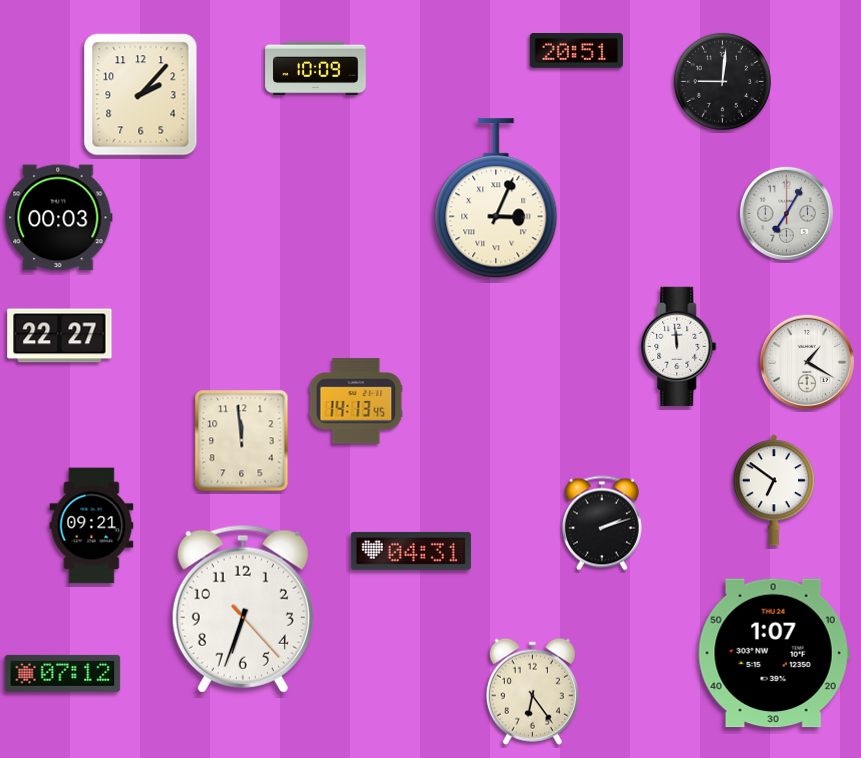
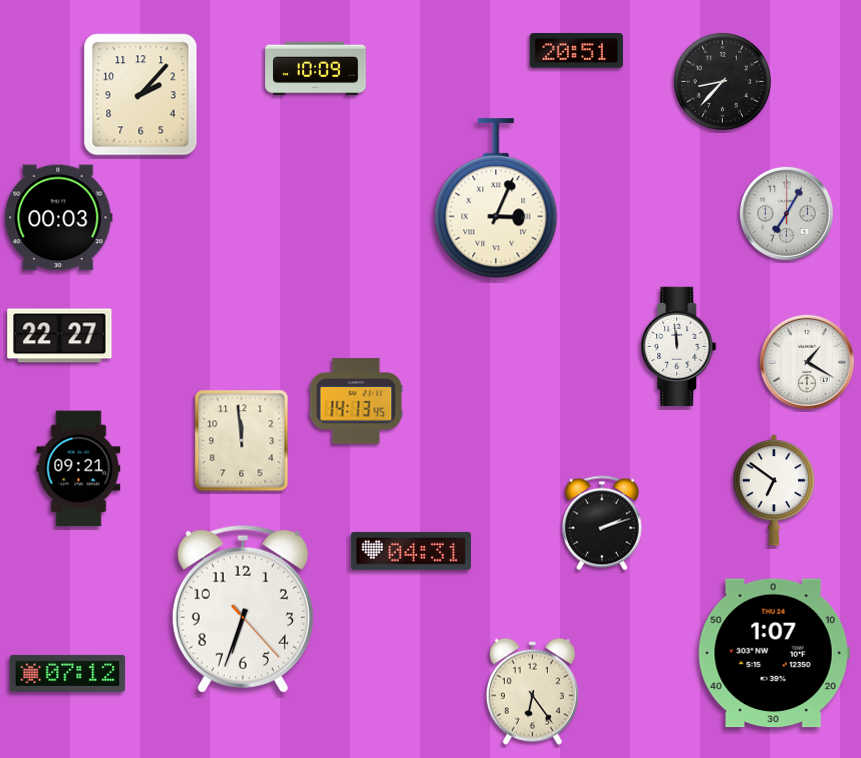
clock at (722, 81): 9:01 -> 8:37
clock at (92, 526) position: (92, 526) -> (79, 469)
clock at (63, 673) position: (63, 673) -> (68, 673)
